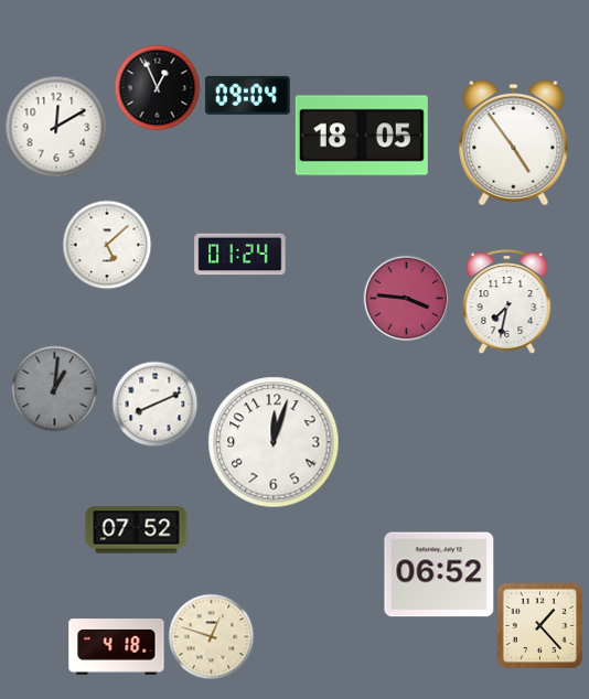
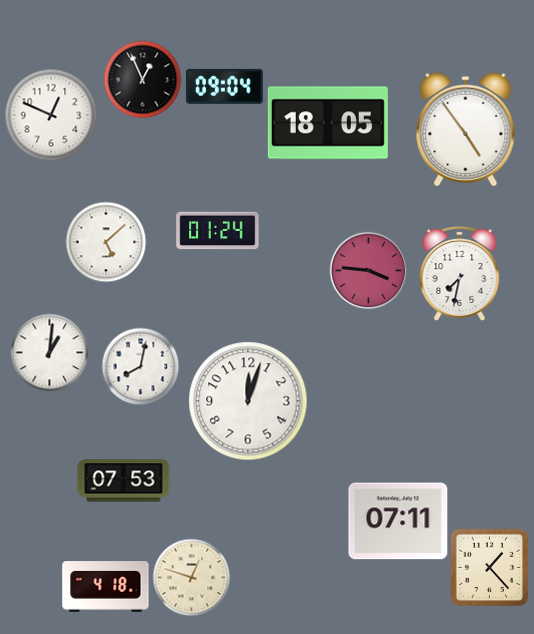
clock at (56, 127): 12:10 -> 12:49
clock at (107, 245) position: (107, 245) -> (106, 242)
clock at (54, 388) dial: grey -> white
clock at (154, 404): 8:11 -> 8:02
clock at (137, 530): 07:52 -> 07:53
clock at (439, 574): 06:52 -> 07:11
